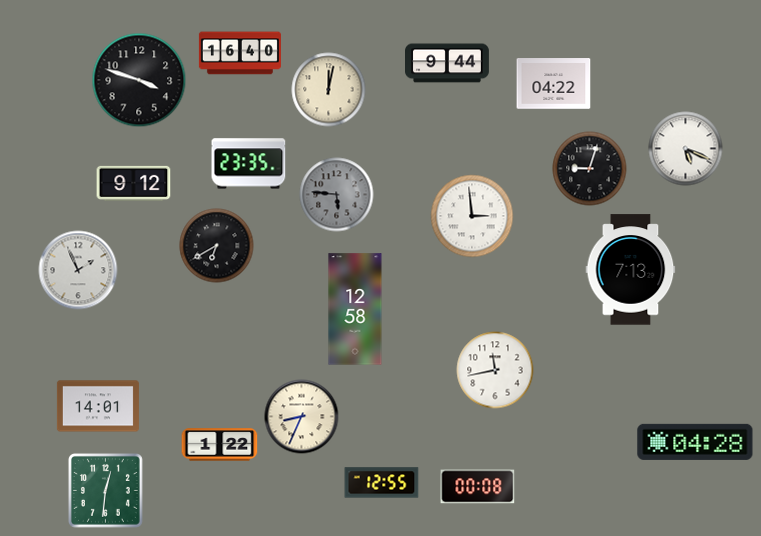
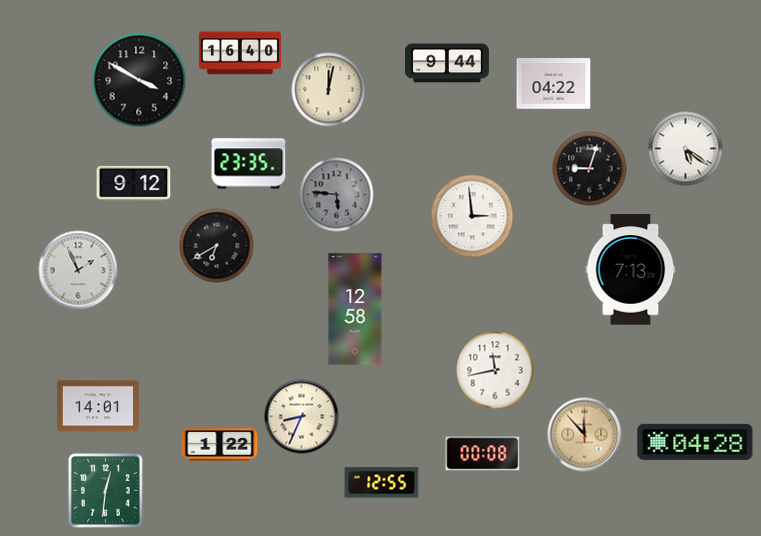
clock at (139, 80): 3:48 -> 3:50
clock at (686, 149): 5:19 -> 5:21
clock at (585, 435): none -> 11:53
clock at (478, 487) position: (478, 487) -> (483, 454)
